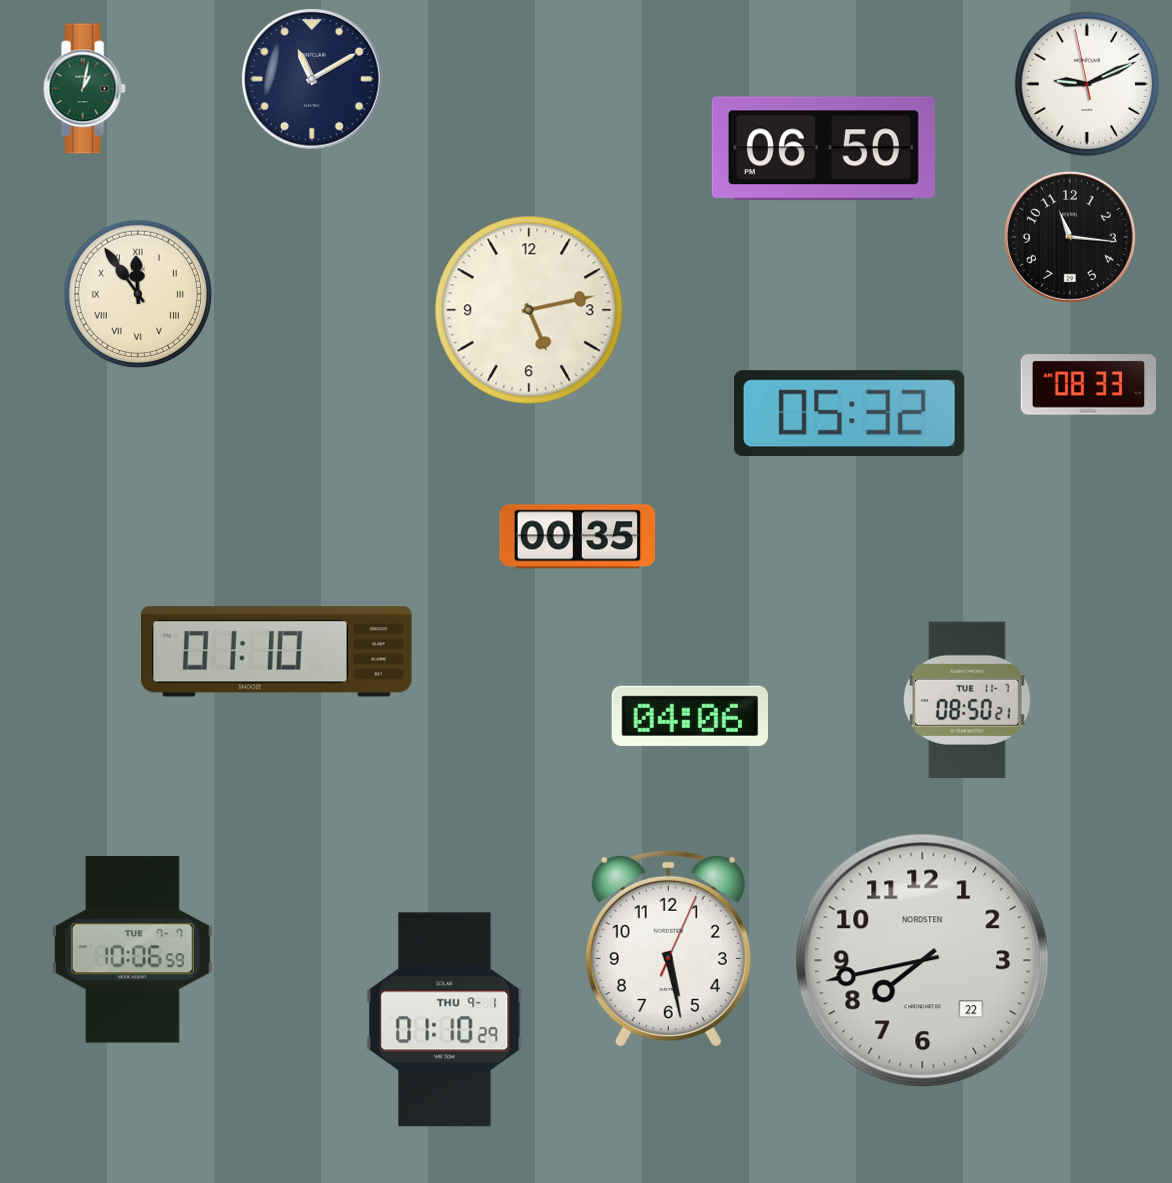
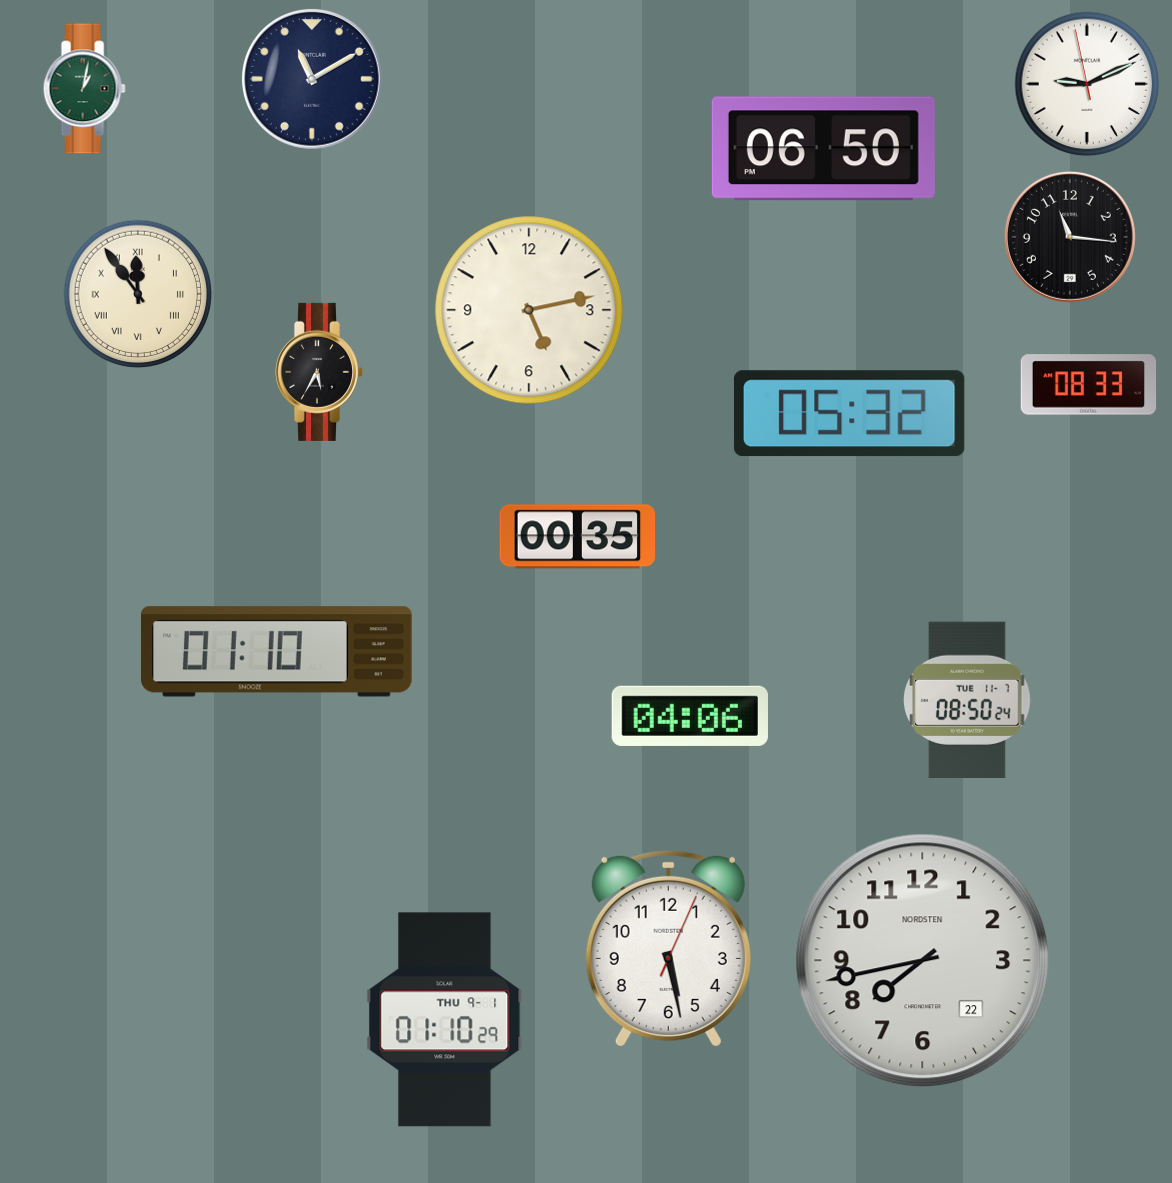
clock at (318, 372): none -> 5:35
clock at (967, 699): 08:50:21 -> 08:50:24
clock at (132, 950): 10:06 -> none
